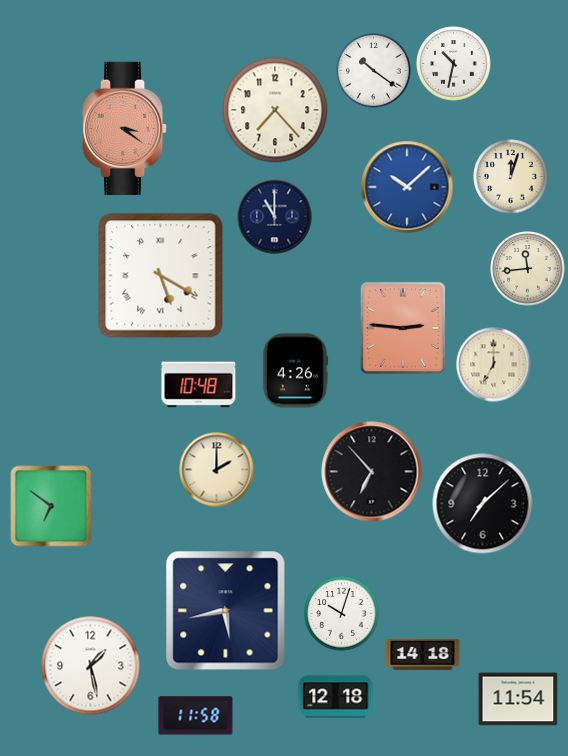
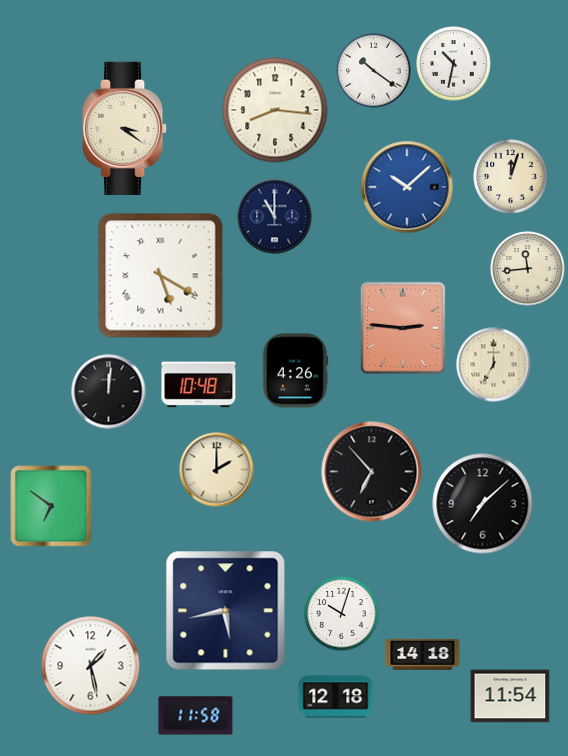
clock at (275, 110): 7:23 -> 8:16
clock at (125, 128) dial: salmon -> cream
clock at (109, 392): none -> 12:01
clock at (518, 699) position: (518, 699) -> (510, 696)
